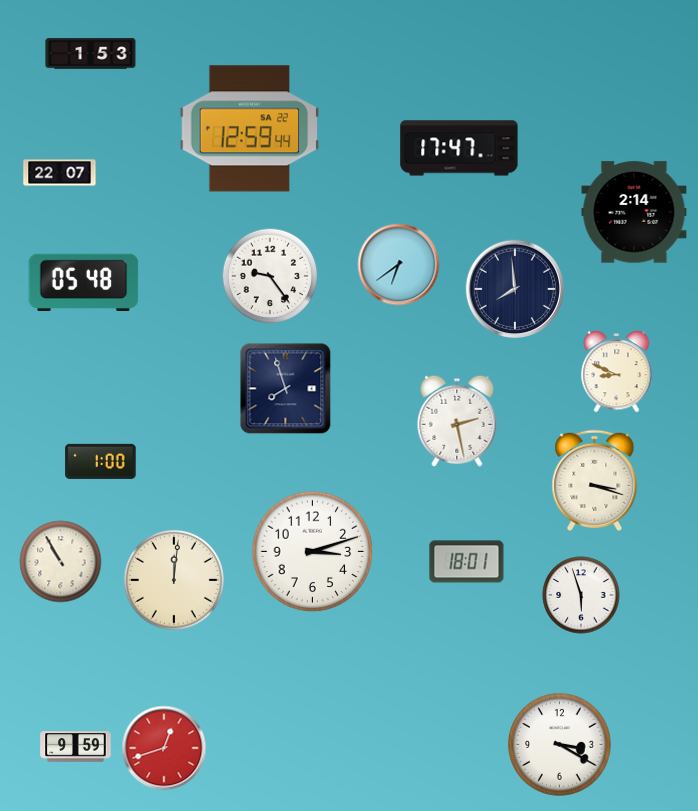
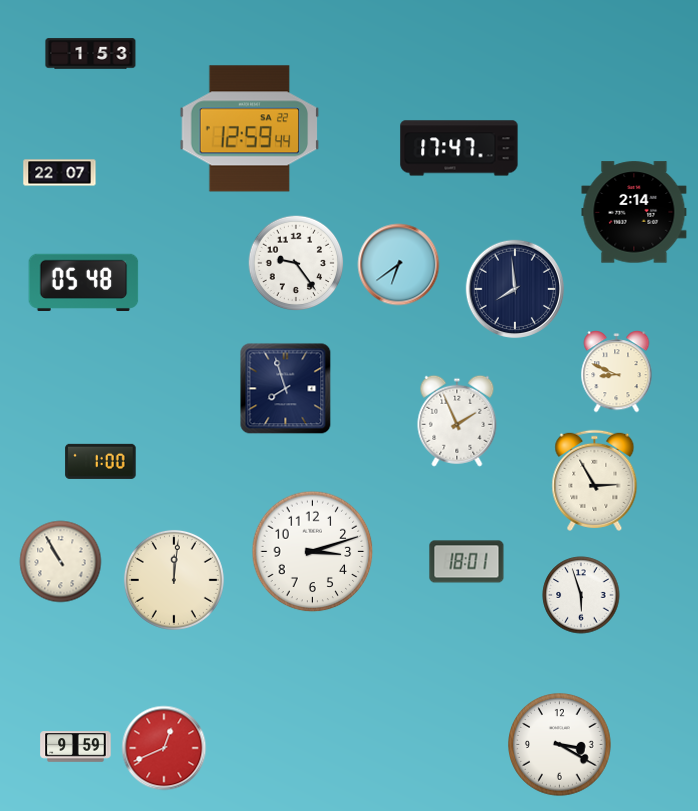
clock at (270, 276) position: (270, 276) -> (296, 263)
clock at (457, 421): 2:28 -> 1:56
clock at (595, 480): 3:18 -> 2:55
clock at (164, 748): 12:42 -> 12:41
